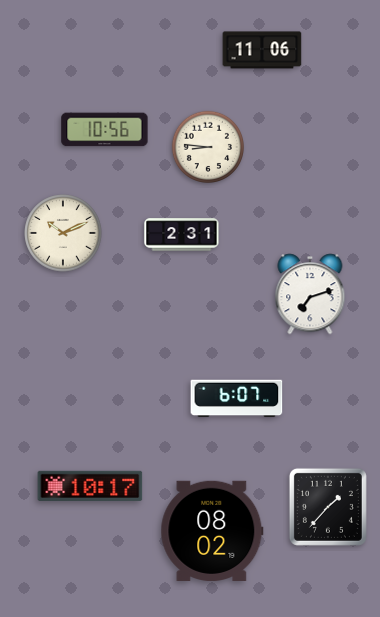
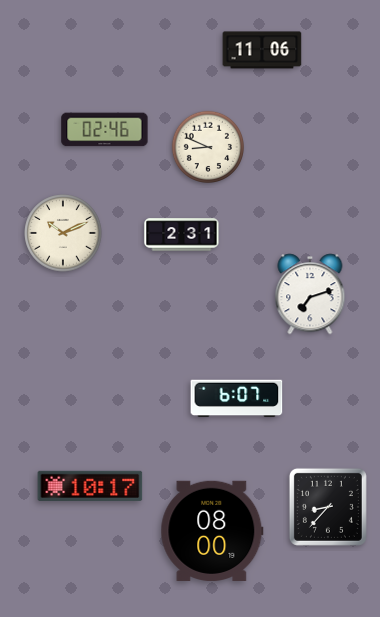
clock at (105, 130): 10:56 -> 02:46
clock at (207, 146): 8:46 -> 8:49
clock at (328, 507): 1:37 -> 8:37
clock at (212, 531): 08:02 -> 08:00
